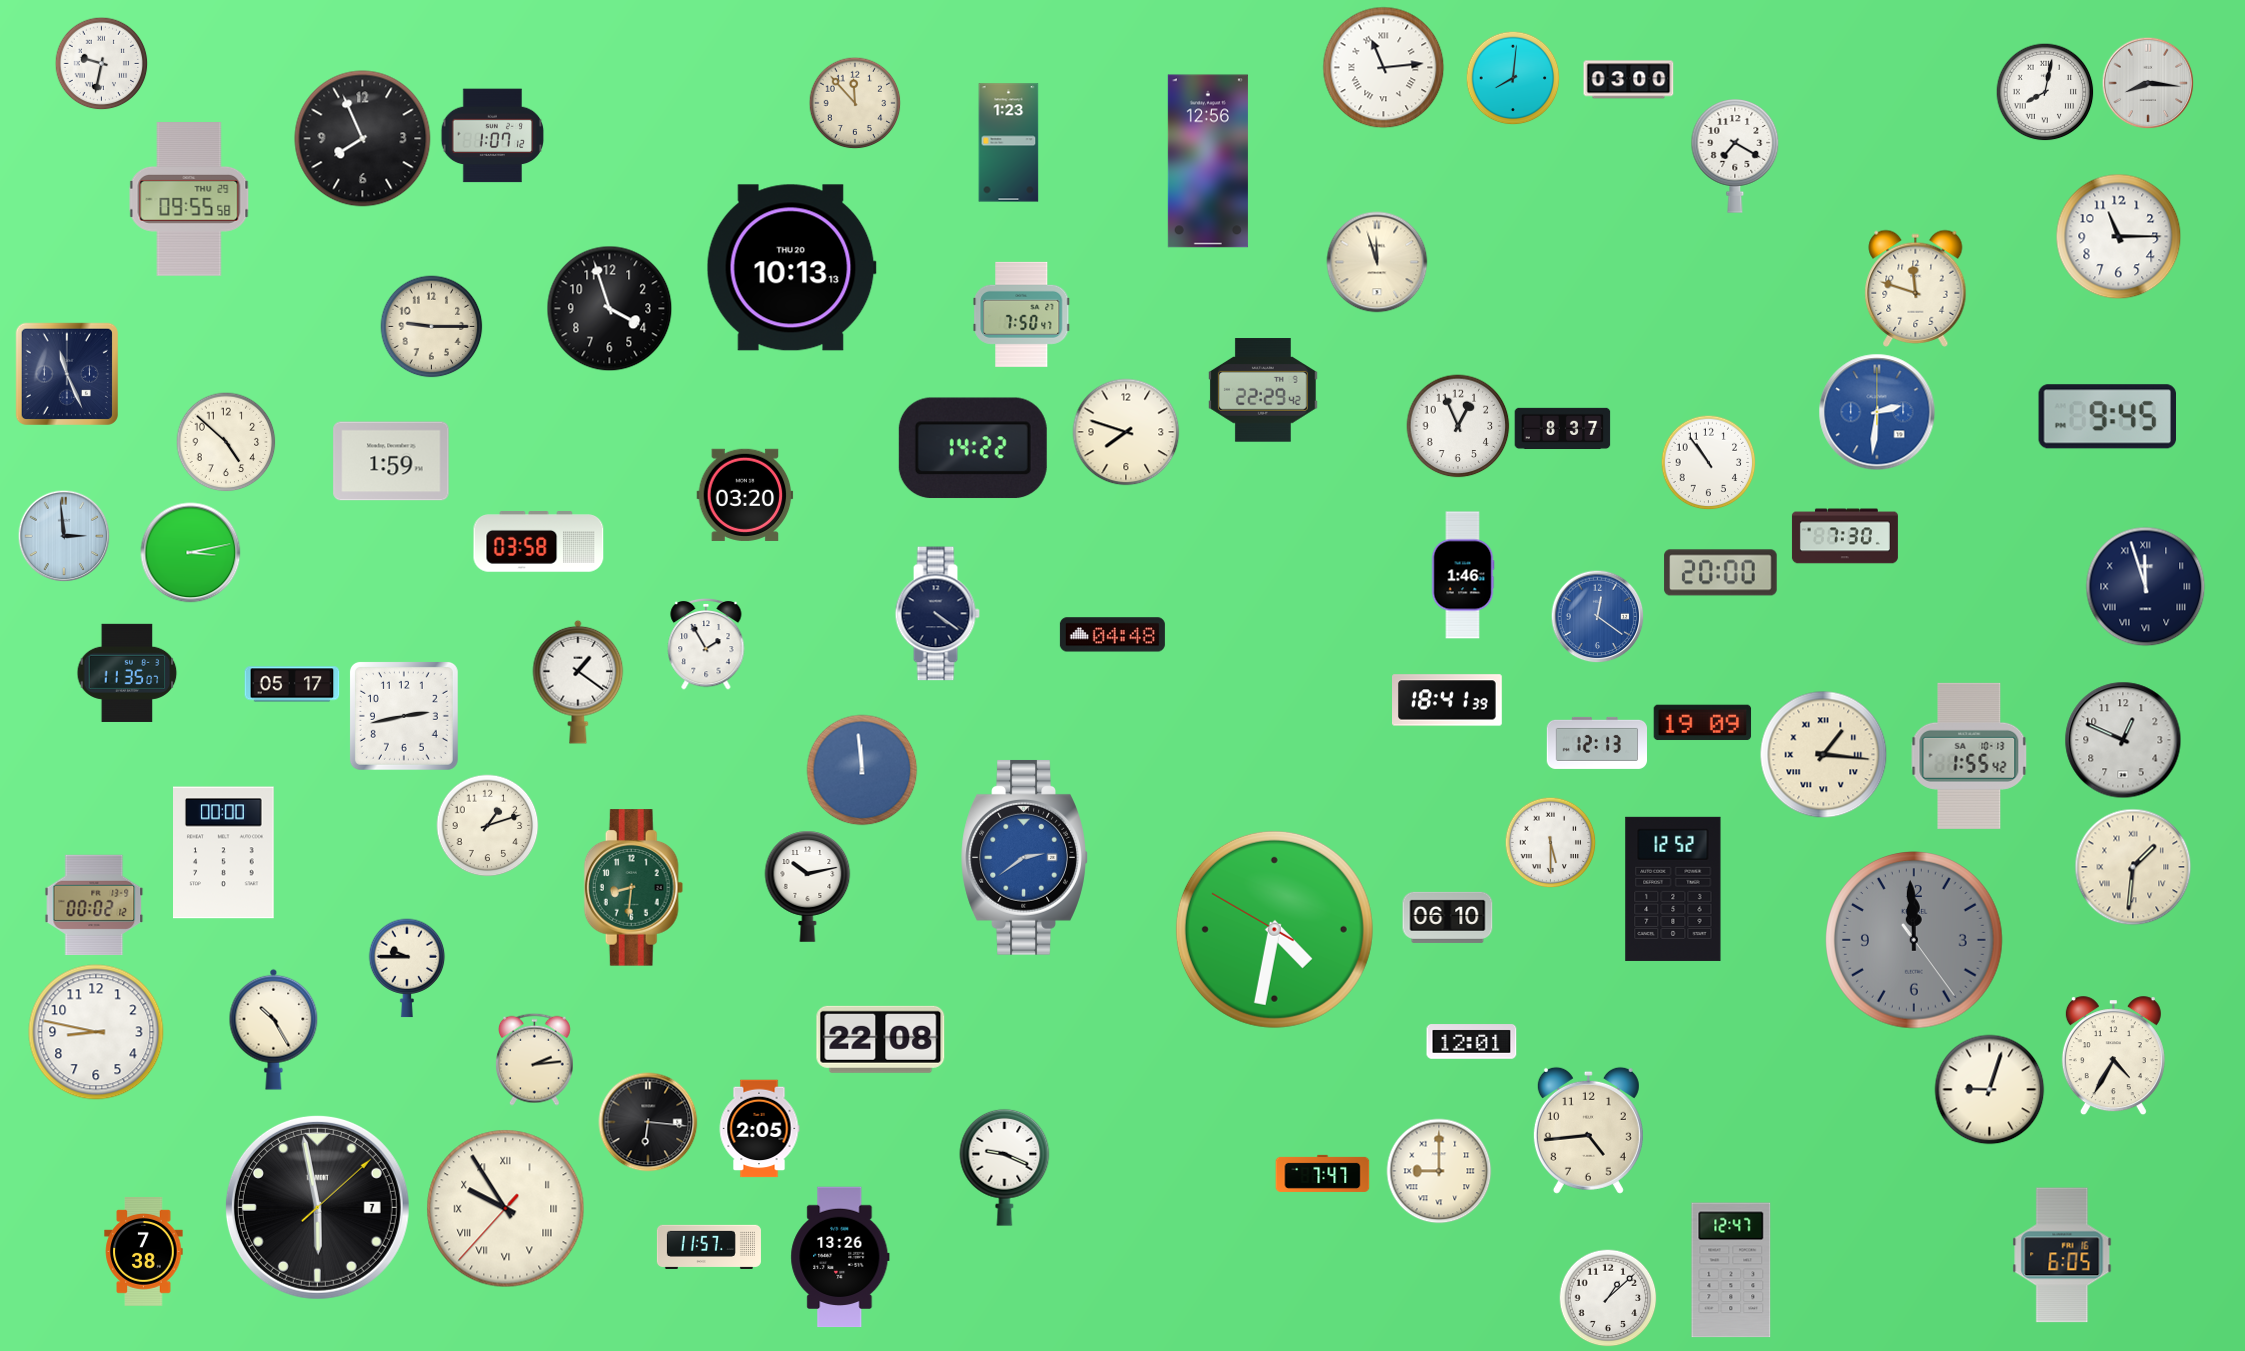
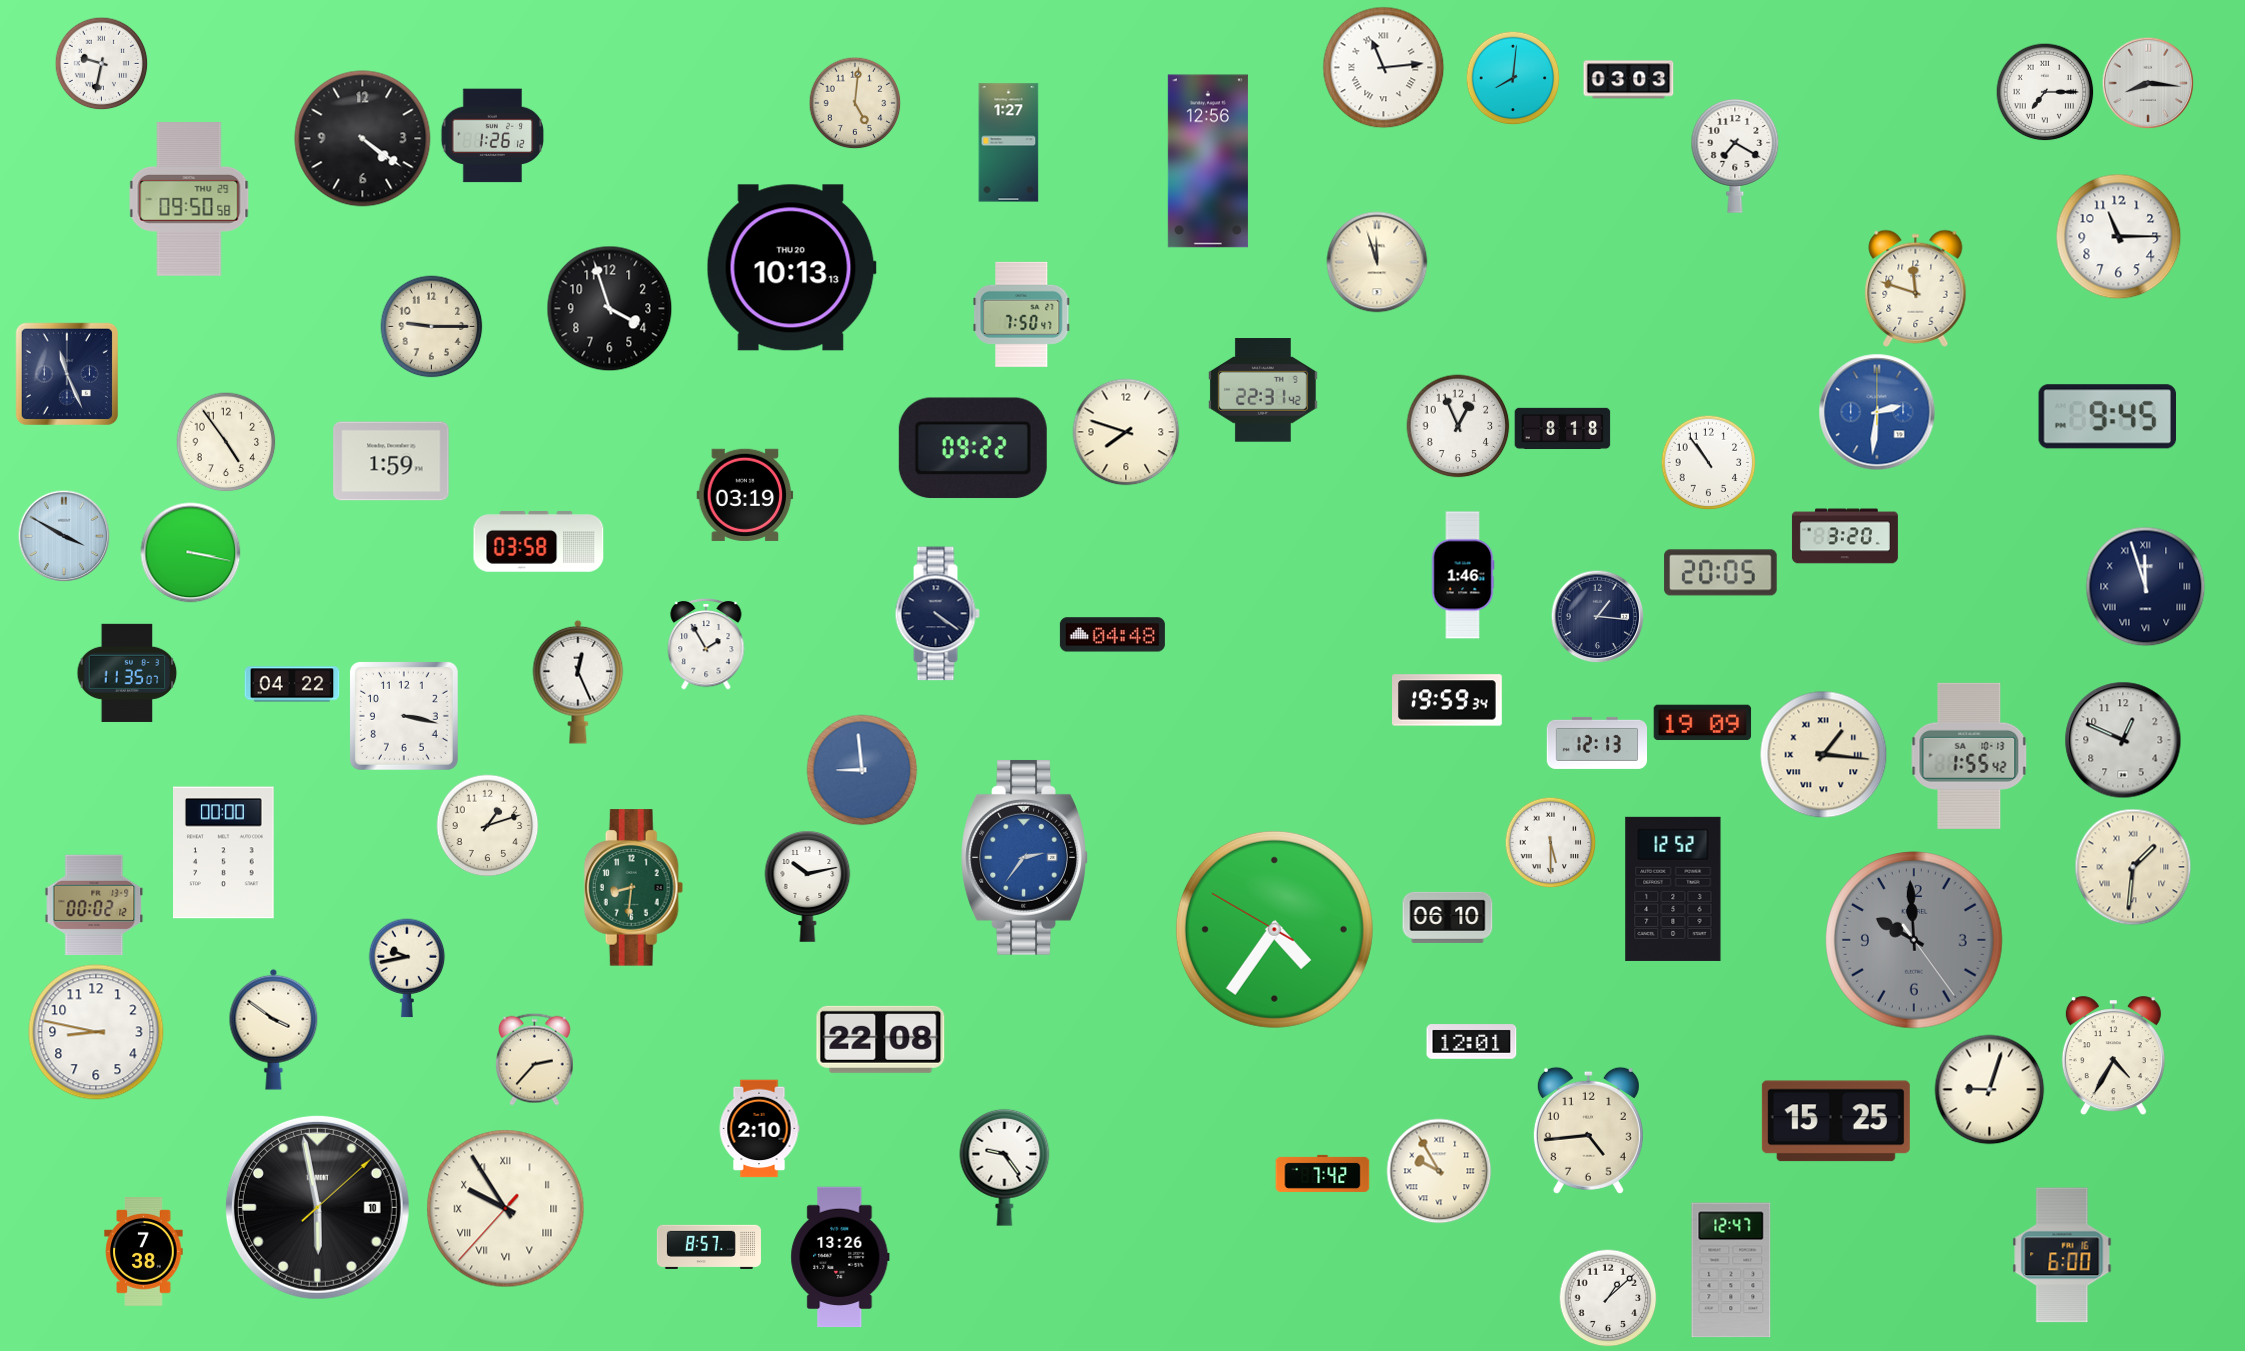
clock at (1629, 80): 03:00 -> 03:03
clock at (2045, 92): 8:02 -> 7:15
clock at (855, 103): 11:53 -> 5:01
clock at (493, 136): 1:07 -> 1:26
clock at (363, 139): 7:56 -> 4:21
clock at (1009, 143): 1:23 -> 1:27
clock at (189, 199): 09:55 -> 09:50
clock at (1264, 390): 22:29 -> 22:31
clock at (1563, 428): 8:37 -> 8:18
clock at (226, 442): 4:52 -> 4:54
clock at (973, 448): 14:22 -> 09:22
clock at (745, 495): 03:20 -> 03:19
clock at (64, 536): 2:59 -> 3:50
clock at (1845, 536): 7:30 -> 3:20
clock at (191, 553): 3:13 -> 3:17
clock at (1721, 573): 20:00 -> 20:05
clock at (1597, 616): 12:21 -> 1:16
clock at (1597, 616) dial: blue -> navy
clock at (578, 682): 1:21 -> 12:26
clock at (292, 684): 05:17 -> 04:22
clock at (1448, 700): 18:41 -> 19:59
clock at (404, 716): 2:43 -> 3:17
clock at (862, 770): 11:59 -> 8:59
clock at (1025, 857): 2:39 -> 2:36
clock at (1274, 929): 4:31 -> 4:35
clock at (1914, 940): 11:59 -> 9:59
clock at (407, 968): 9:45 -> 9:43
clock at (274, 1029): 10:25 -> 3:51
clock at (535, 1059): 2:14 -> 2:37
clock at (1836, 1121): none -> 15:25
clock at (648, 1122): 6:16 -> none
clock at (759, 1129): 2:05 -> 2:10
clock at (1005, 1167): 9:19 -> 9:24
clock at (1439, 1171): 9:00 -> 9:55
clock at (1323, 1173): 7:47 -> 7:42
clock at (317, 1207) date: 7 -> 10
clock at (709, 1247): 11:57 -> 8:57
clock at (2062, 1255): 6:05 -> 6:00
